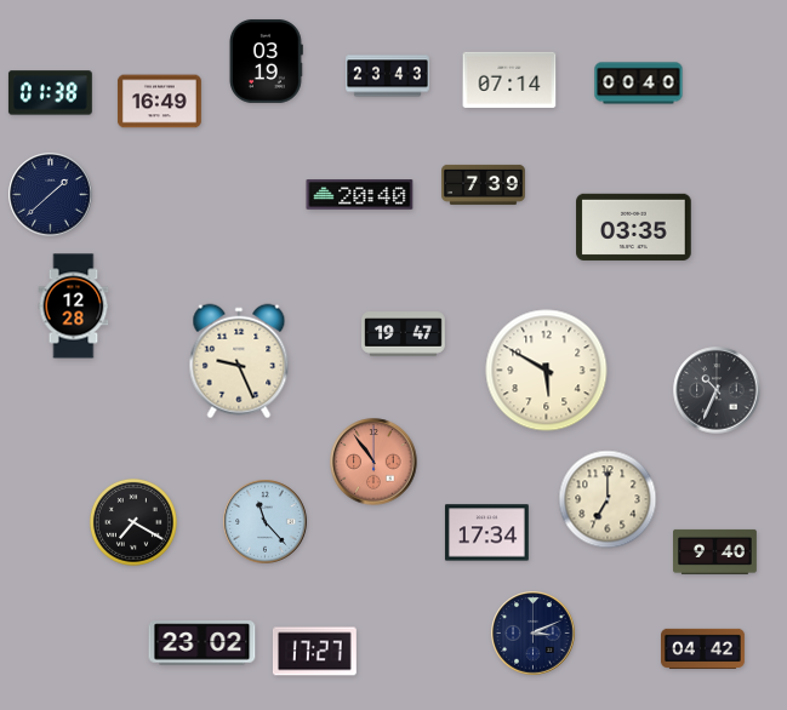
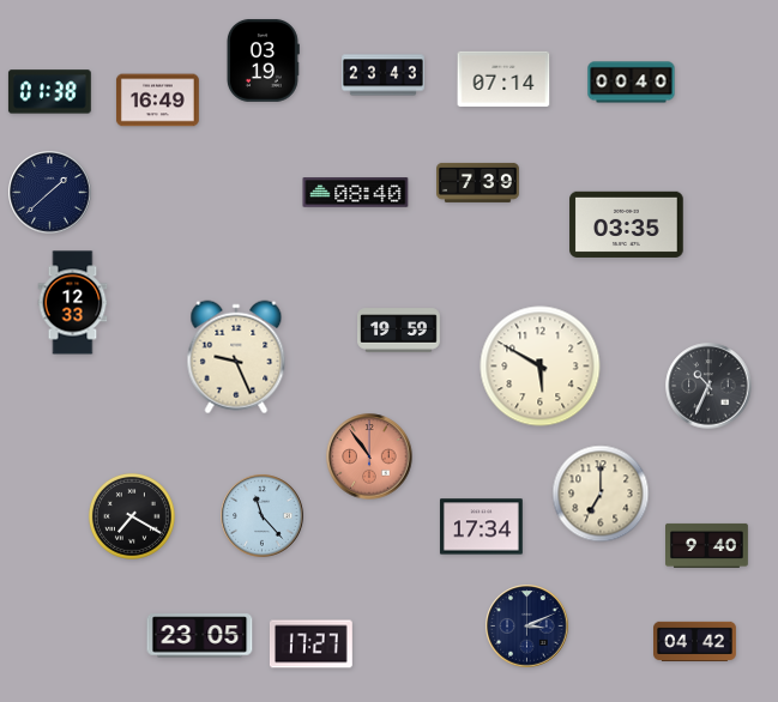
clock at (360, 195): 20:40 -> 08:40
clock at (74, 307): 12:28 -> 12:33
clock at (404, 334): 19:47 -> 19:59
clock at (203, 643): 23:02 -> 23:05
